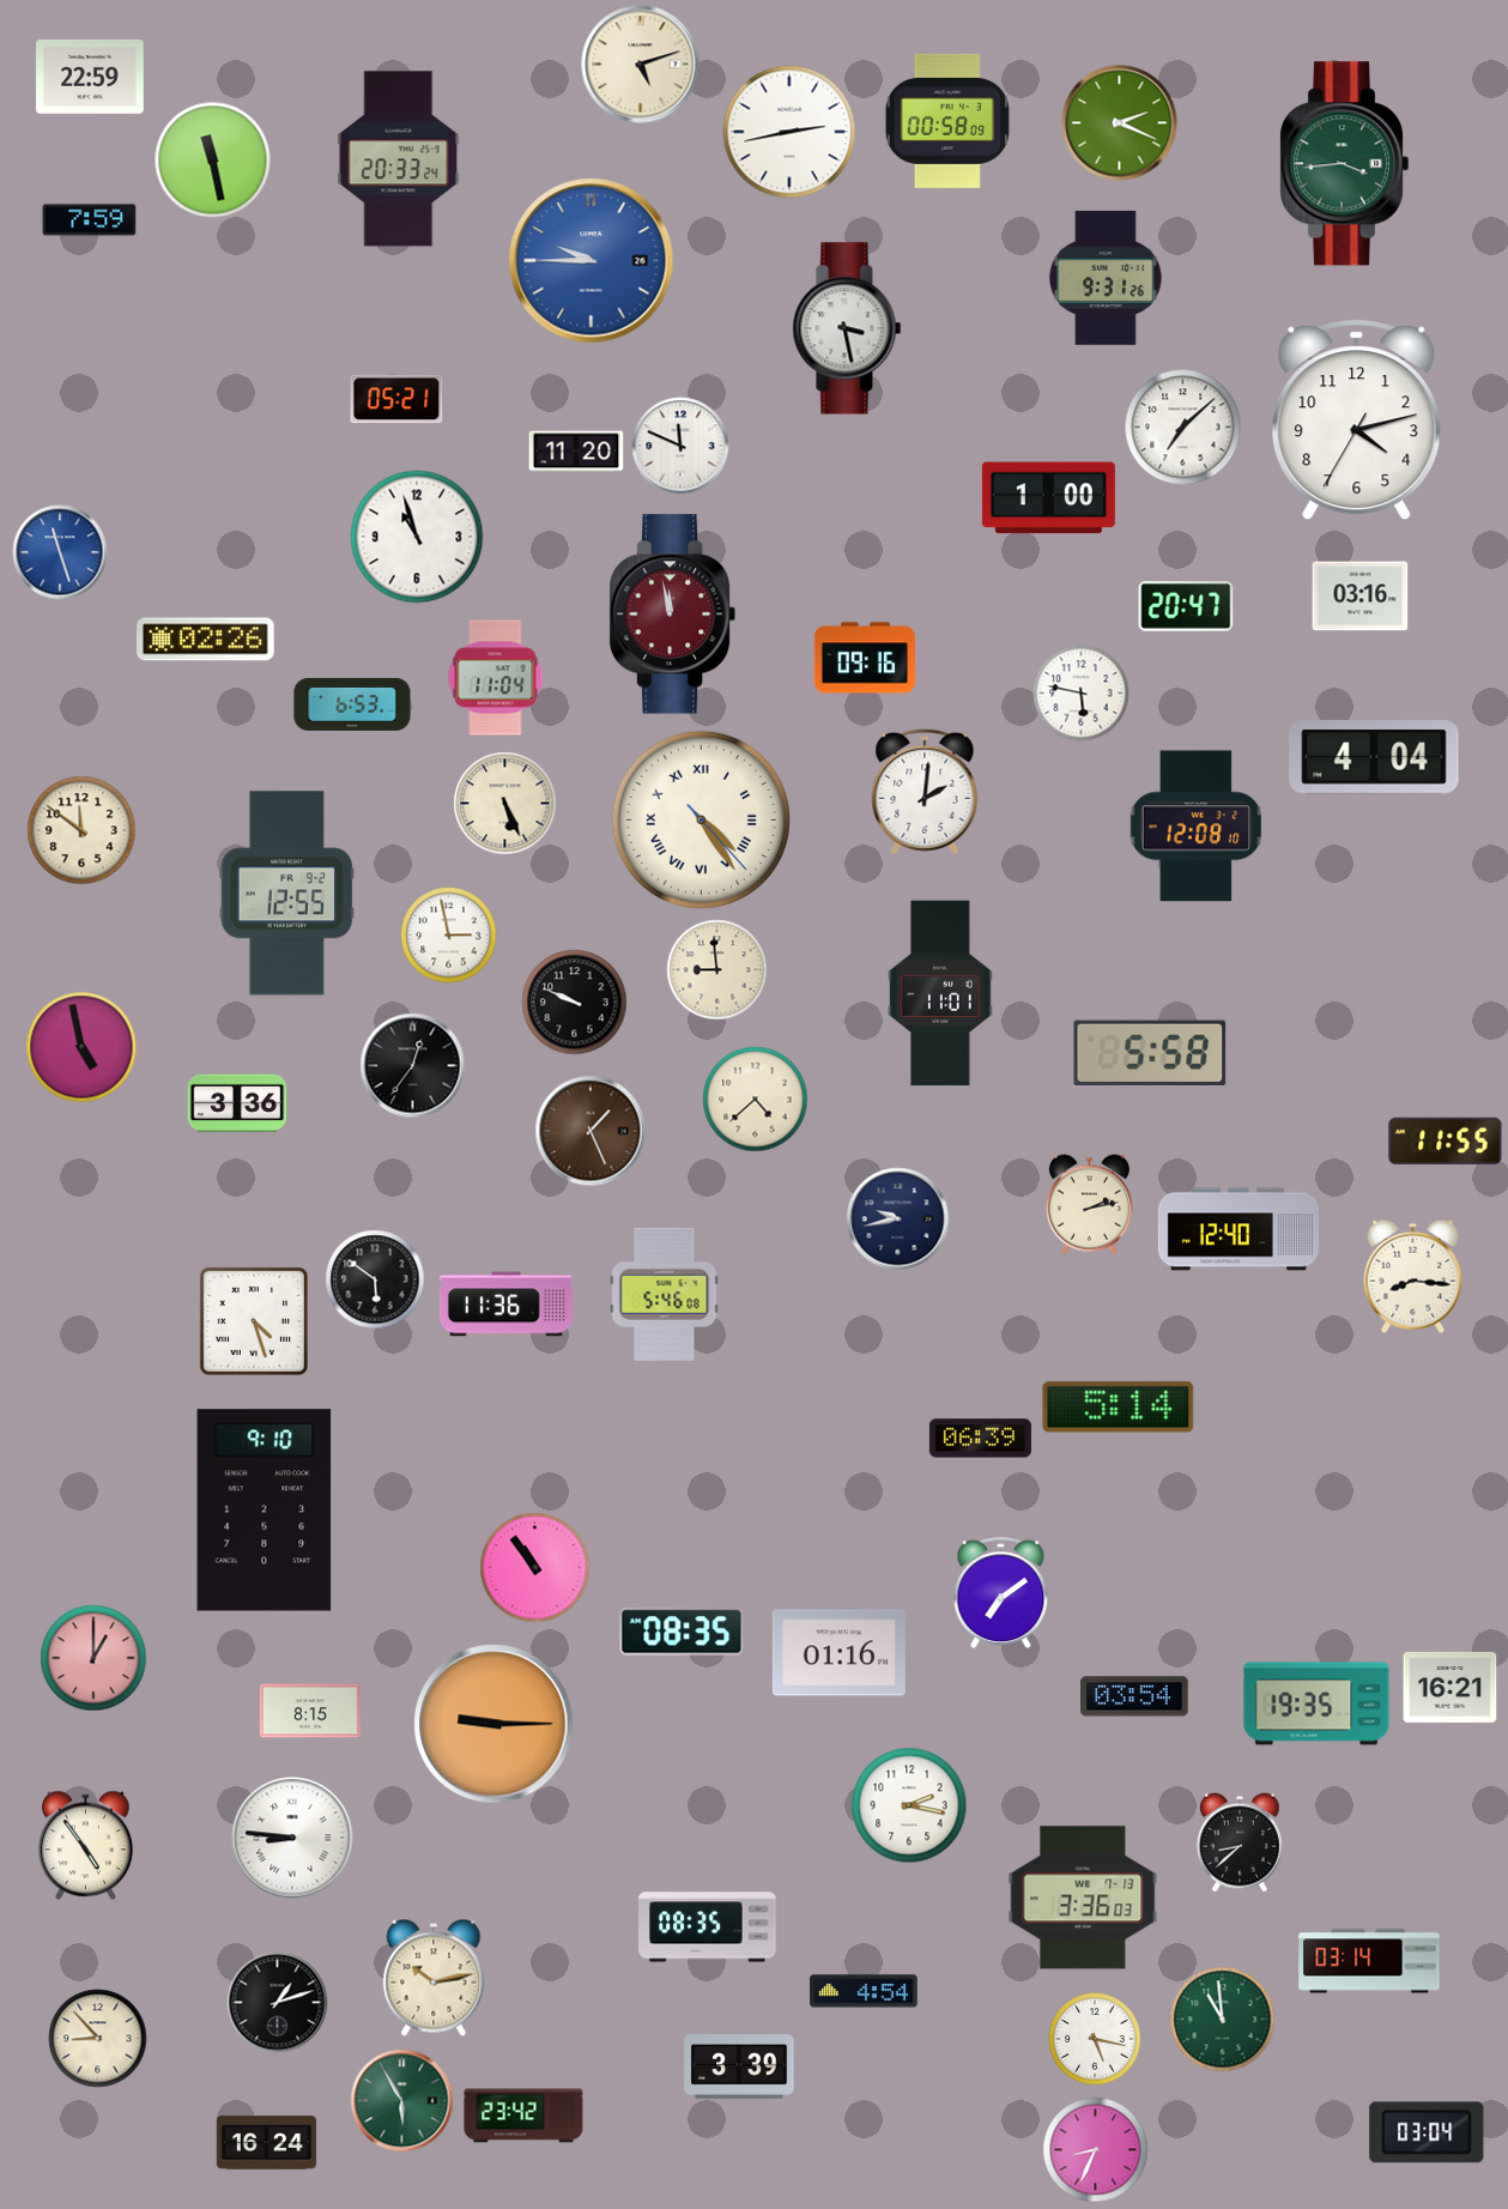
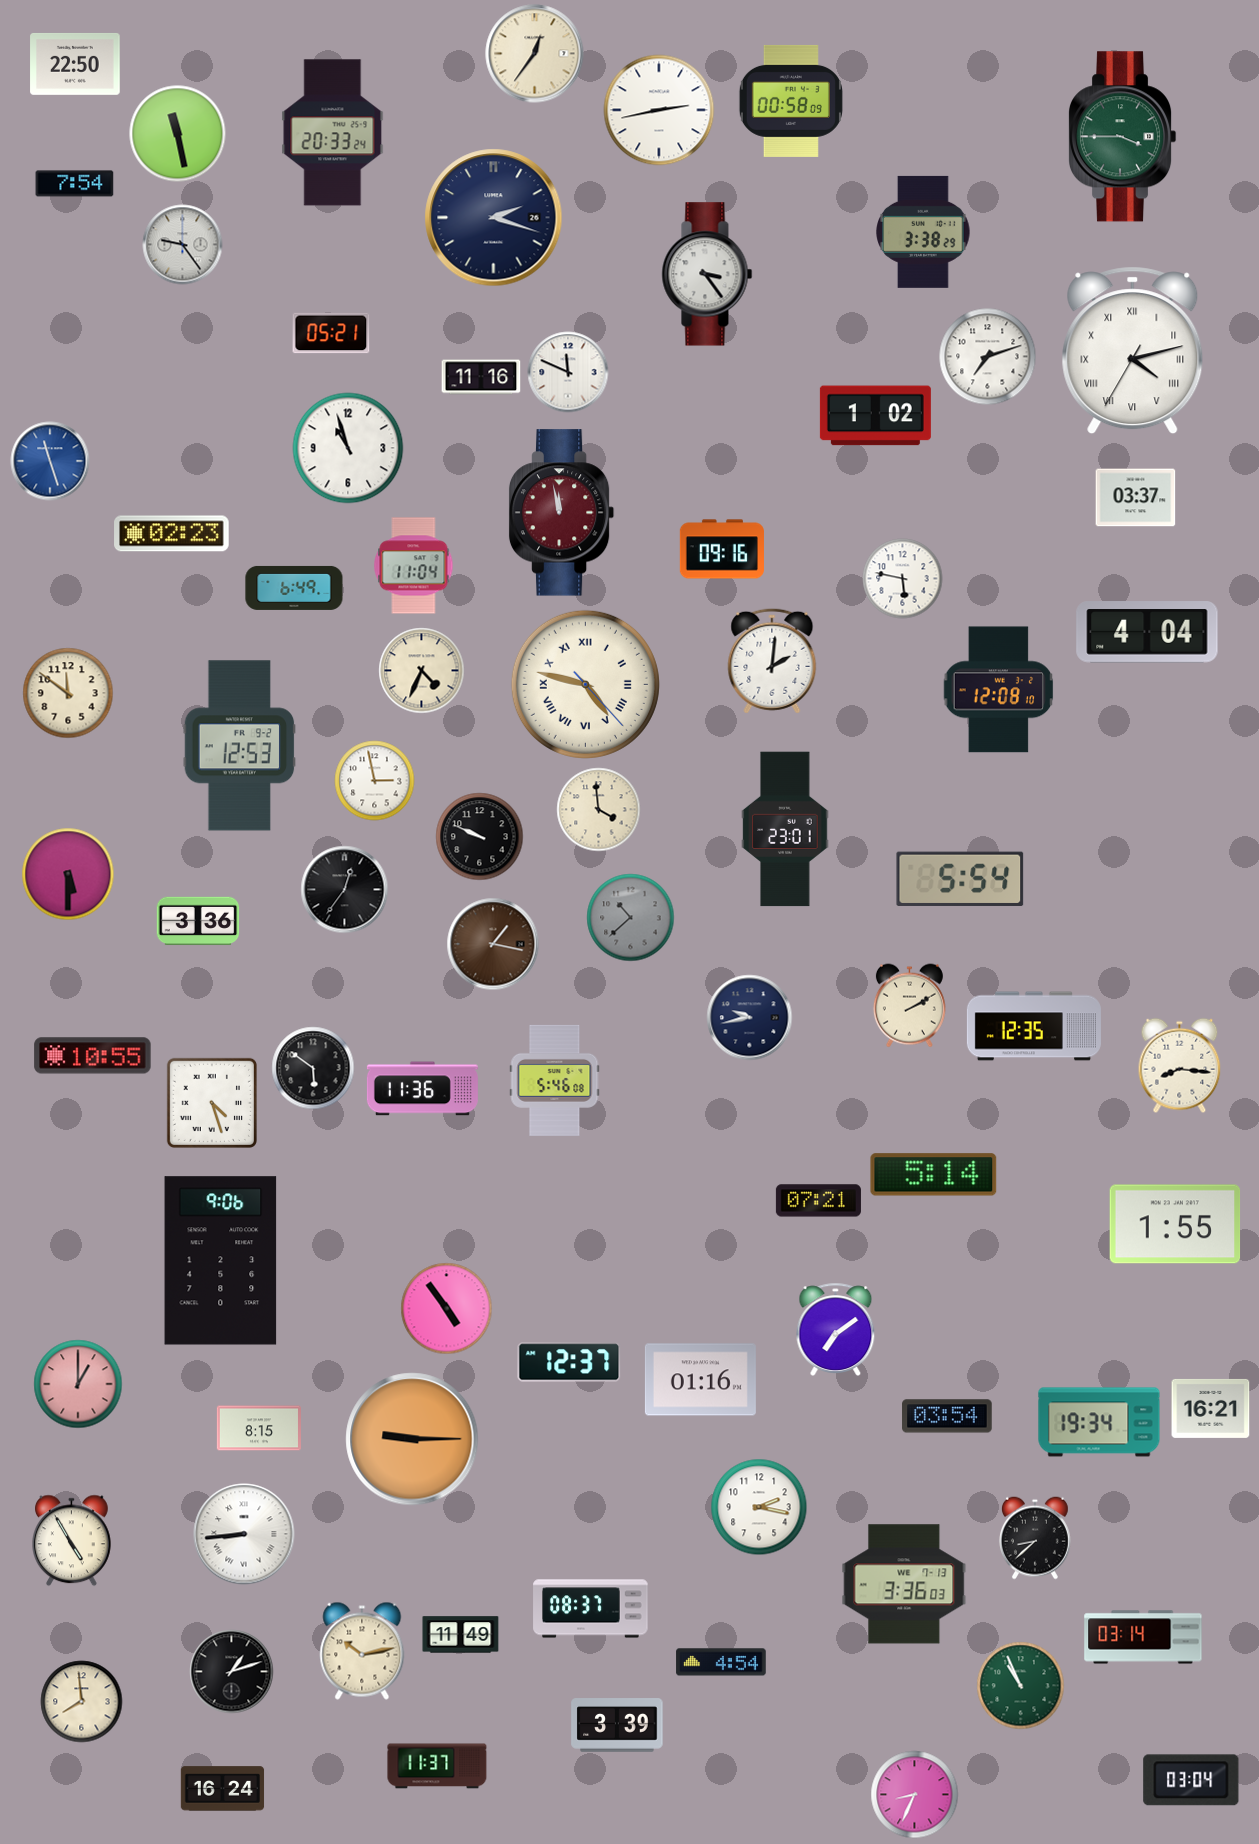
clock at (641, 65): 5:12 -> 12:36
clock at (90, 77): 22:59 -> 22:50
clock at (1120, 123): 2:19 -> none
clock at (1344, 164): 3:44 -> 3:45
clock at (90, 220): 7:59 -> 7:54
clock at (592, 261): 9:45 -> 2:18
clock at (592, 261) dial: blue -> navy
clock at (1106, 278): 9:31 -> 3:38
clock at (183, 245): none -> 9:24
clock at (847, 328): 3:28 -> 3:24
clock at (1357, 420) numerals: Arabic -> Roman
clock at (1183, 428): 7:08 -> 7:12
clock at (576, 452): 11:20 -> 11:16
clock at (1048, 498): 1:00 -> 1:02
clock at (1361, 597): 03:16 -> 03:37
clock at (1186, 606): 20:47 -> none
clock at (206, 640): 02:26 -> 02:23
clock at (352, 704): 6:53 -> 6:49
clock at (505, 804): 5:26 -> 4:34
clock at (701, 819): 4:24 -> 4:47
clock at (287, 894): 12:55 -> 12:53
clock at (717, 970): 8:59 -> 3:59
clock at (940, 993): 11:01 -> 23:01
clock at (81, 1047): 4:58 -> 5:30
clock at (1150, 1052): 5:58 -> 5:54
clock at (756, 1100): 4:38 -> 10:38
clock at (756, 1100) dial: cream -> grey
clock at (591, 1131): 1:26 -> 1:17
clock at (1446, 1142): 11:55 -> none
clock at (1089, 1205): 2:13 -> 2:10
clock at (1239, 1229): 12:40 -> 12:35
clock at (93, 1056): none -> 10:55
clock at (980, 1439): 06:39 -> 07:21
clock at (1175, 1224): none -> 1:55
clock at (265, 1511): 9:10 -> 9:06
clock at (535, 1568): 10:54 -> 4:54
clock at (682, 1632): 08:35 -> 12:37
clock at (1316, 1703): 19:35 -> 19:34
clock at (292, 1838): 8:46 -> 8:44
clock at (86, 1846): 4:54 -> 4:55
clock at (708, 1927): 08:35 -> 08:37
clock at (461, 1635): none -> 11:49
clock at (1223, 2020): 10:59 -> 10:56
clock at (98, 2039): 8:53 -> 7:59
clock at (1095, 2039): 5:17 -> none
clock at (402, 2101): 5:55 -> none
clock at (523, 2116): 23:42 -> 11:37
